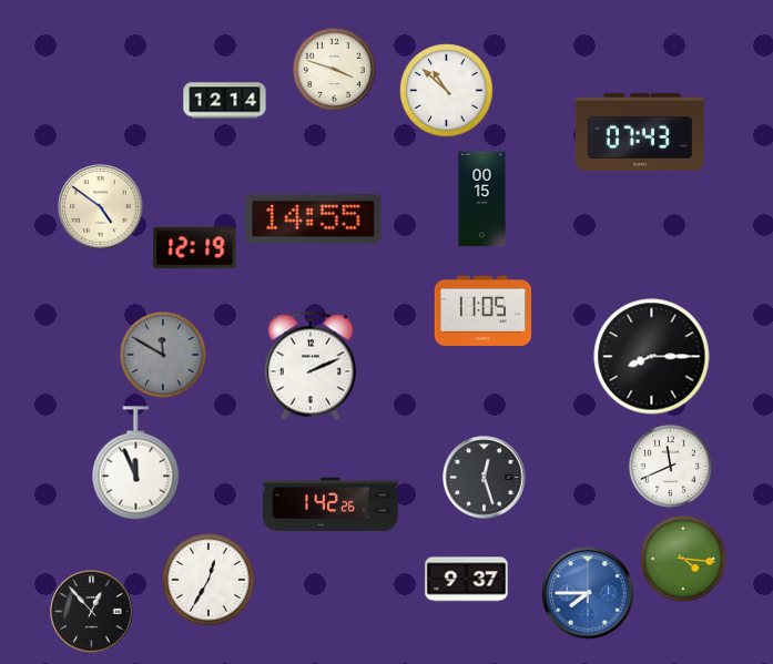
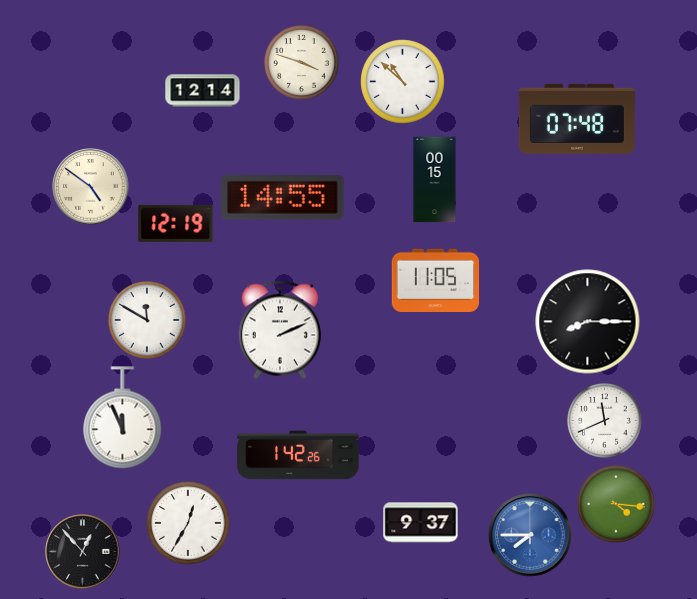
clock at (640, 132): 07:43 -> 07:48
clock at (164, 356) dial: grey -> white
clock at (485, 478): 12:27 -> none
